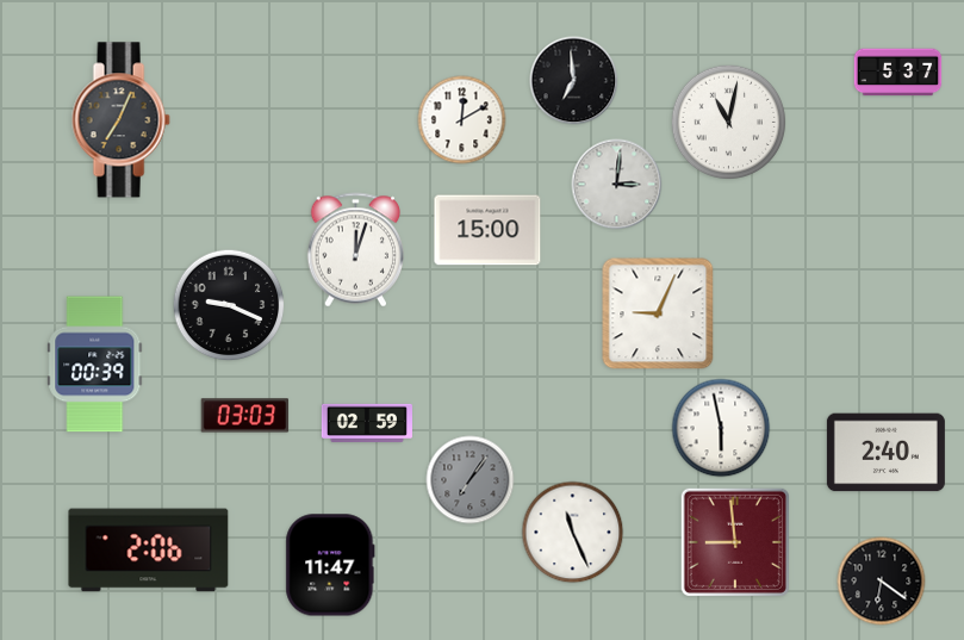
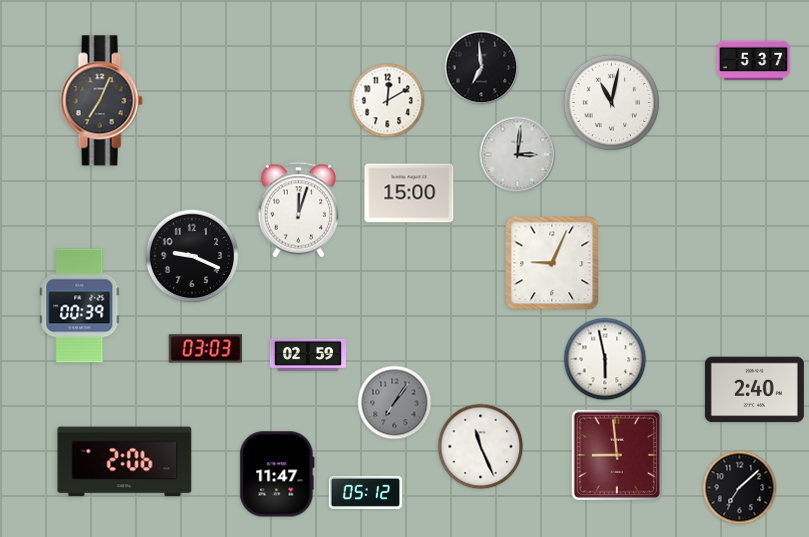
clock at (885, 453) position: (885, 453) -> (754, 390)
clock at (882, 582): 6:21 -> 7:08
clock at (366, 492): none -> 05:12
